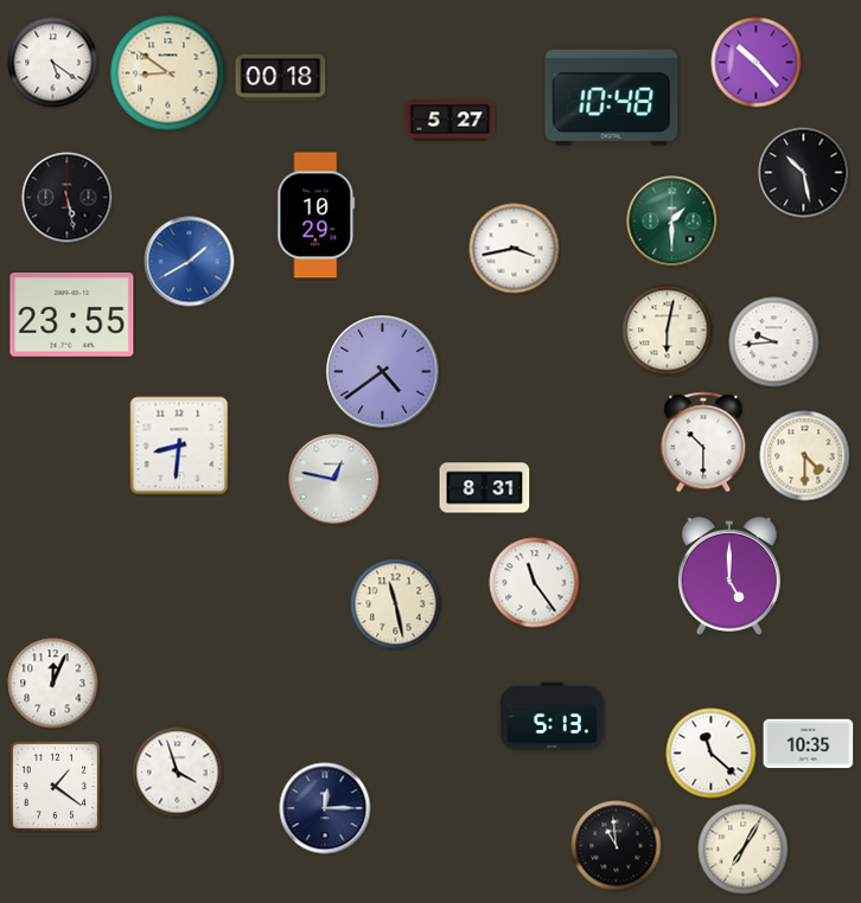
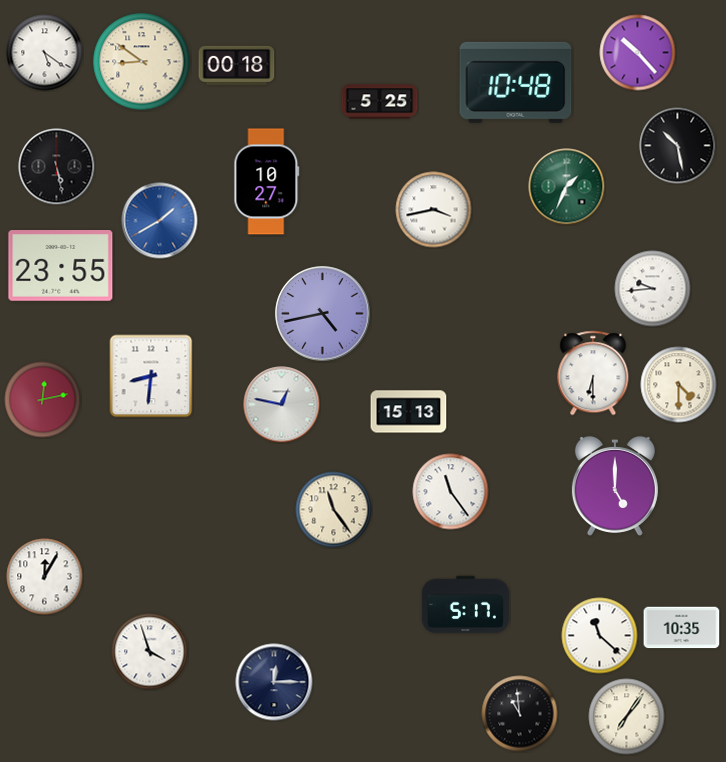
clock at (451, 121): 5:27 -> 5:25
clock at (317, 216): 10:29 -> 10:27
clock at (672, 222): 1:30 -> 1:34
clock at (668, 331): 6:02 -> none
clock at (383, 372): 4:39 -> 4:43
clock at (703, 442): 10:30 -> 6:30
clock at (43, 400): none -> 12:13
clock at (485, 488): 8:31 -> 15:13
clock at (396, 604): 11:28 -> 11:24
clock at (53, 684): 12:04 -> 12:05
clock at (551, 717): 5:13 -> 5:17
clock at (55, 786): 1:21 -> none
clock at (744, 850): 7:05 -> 7:06
